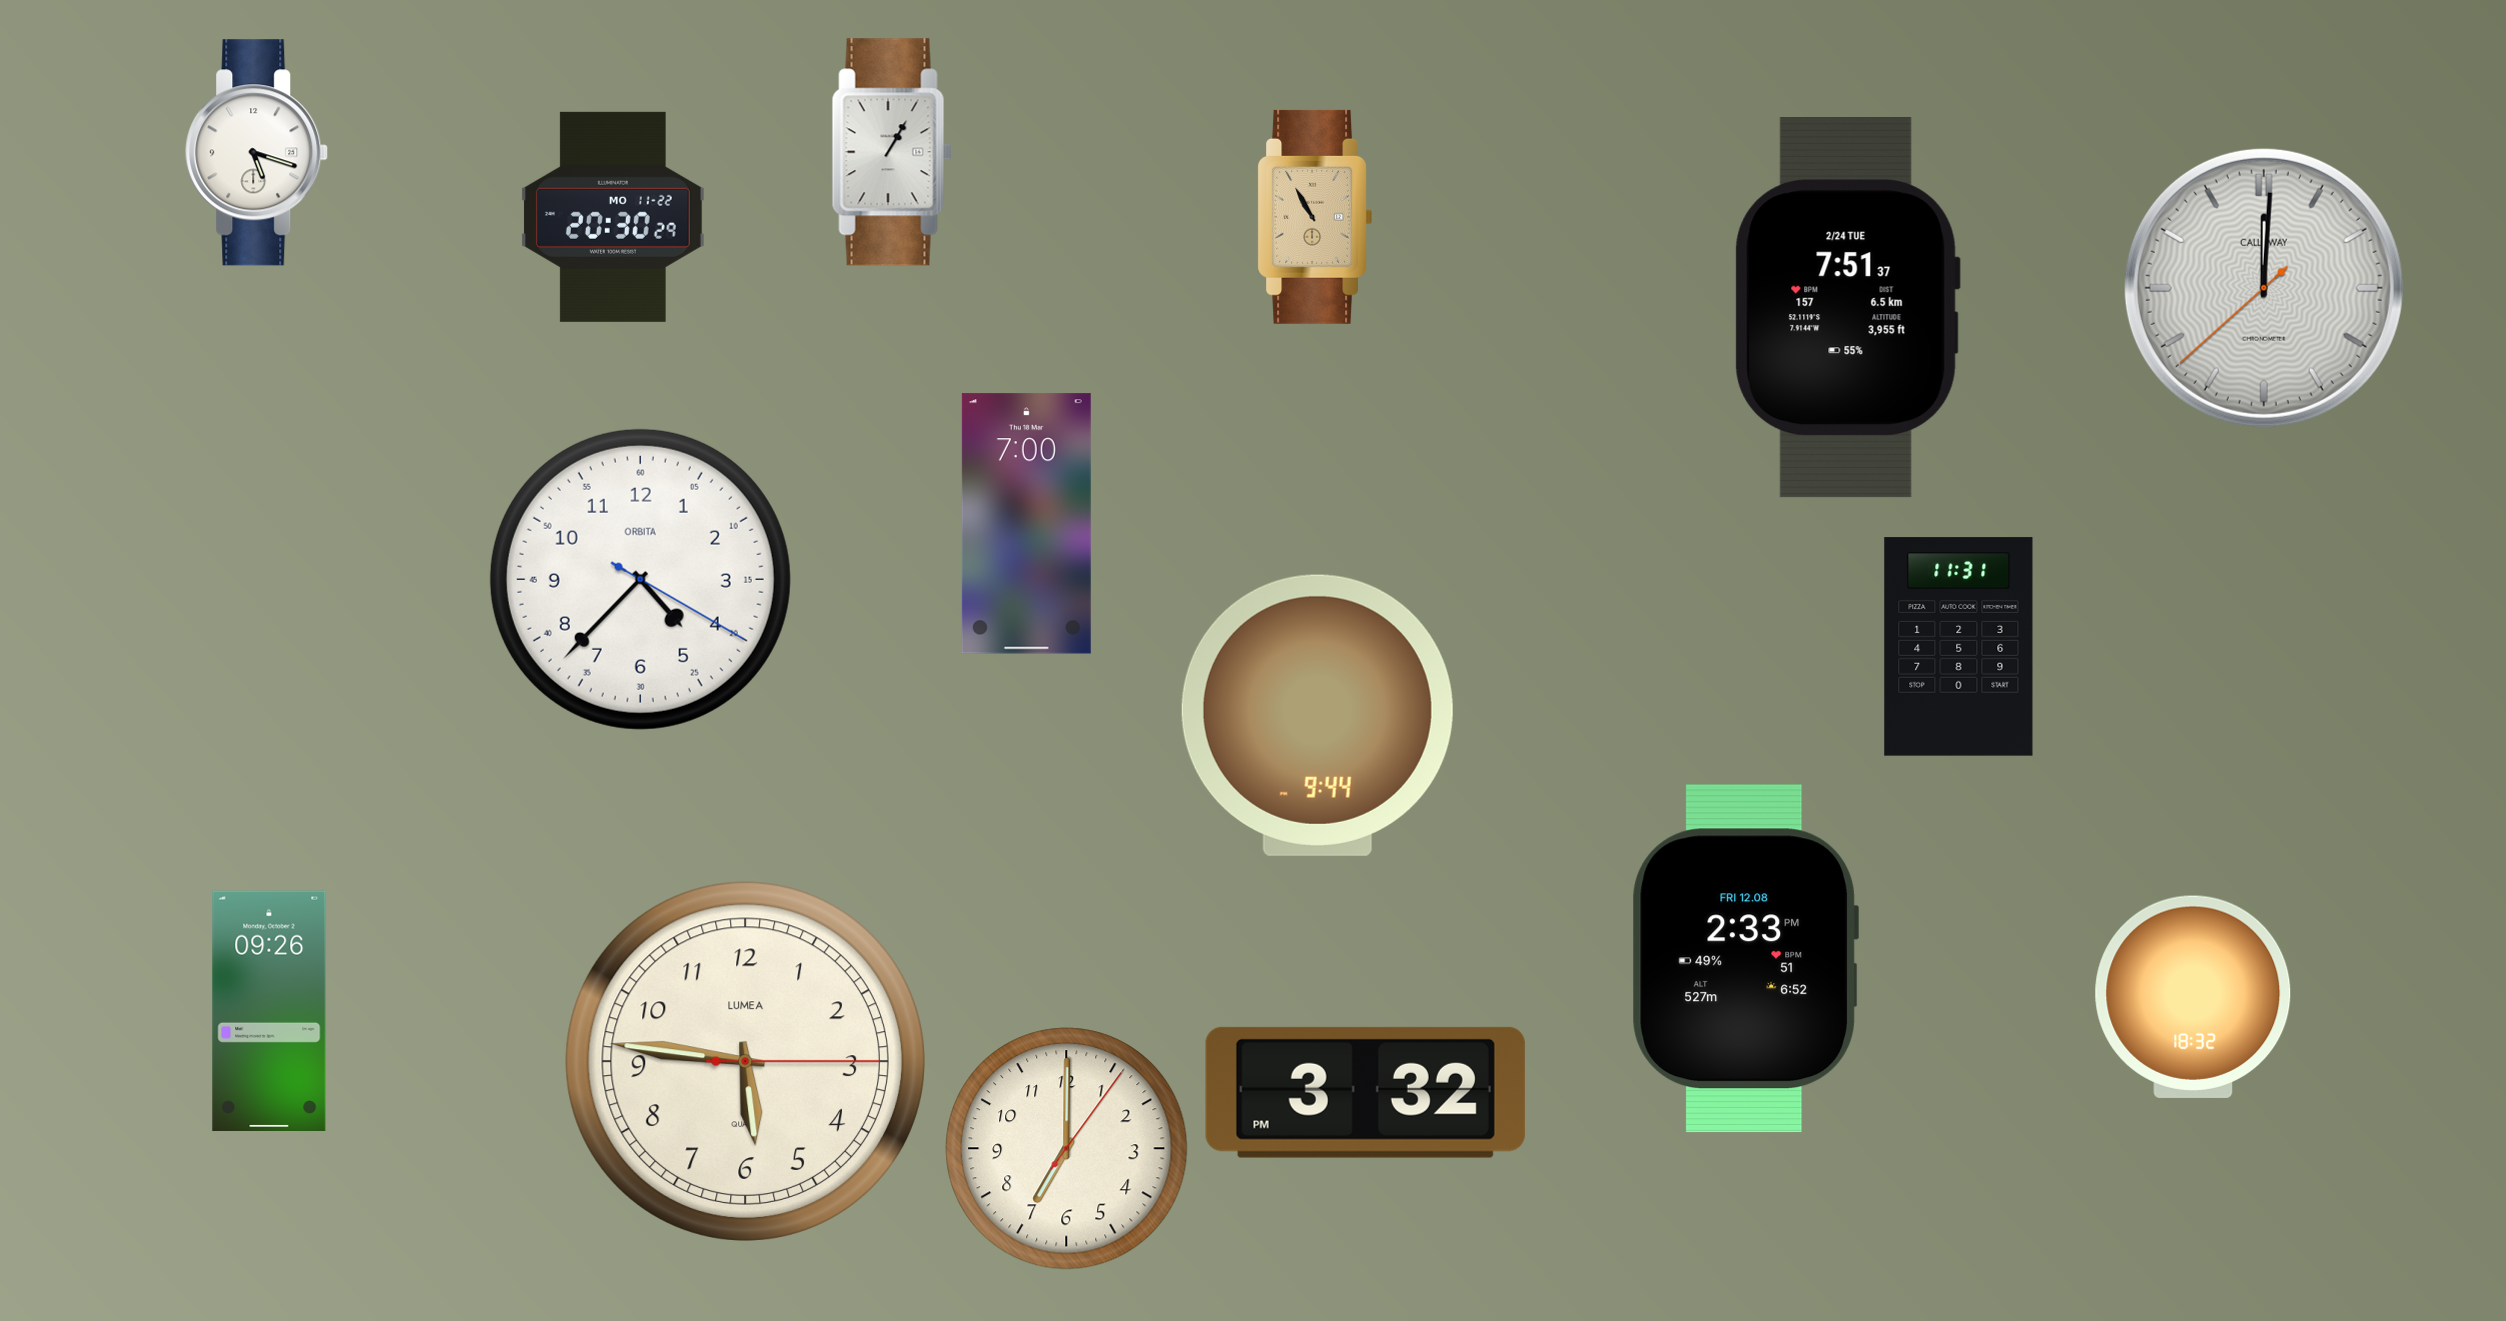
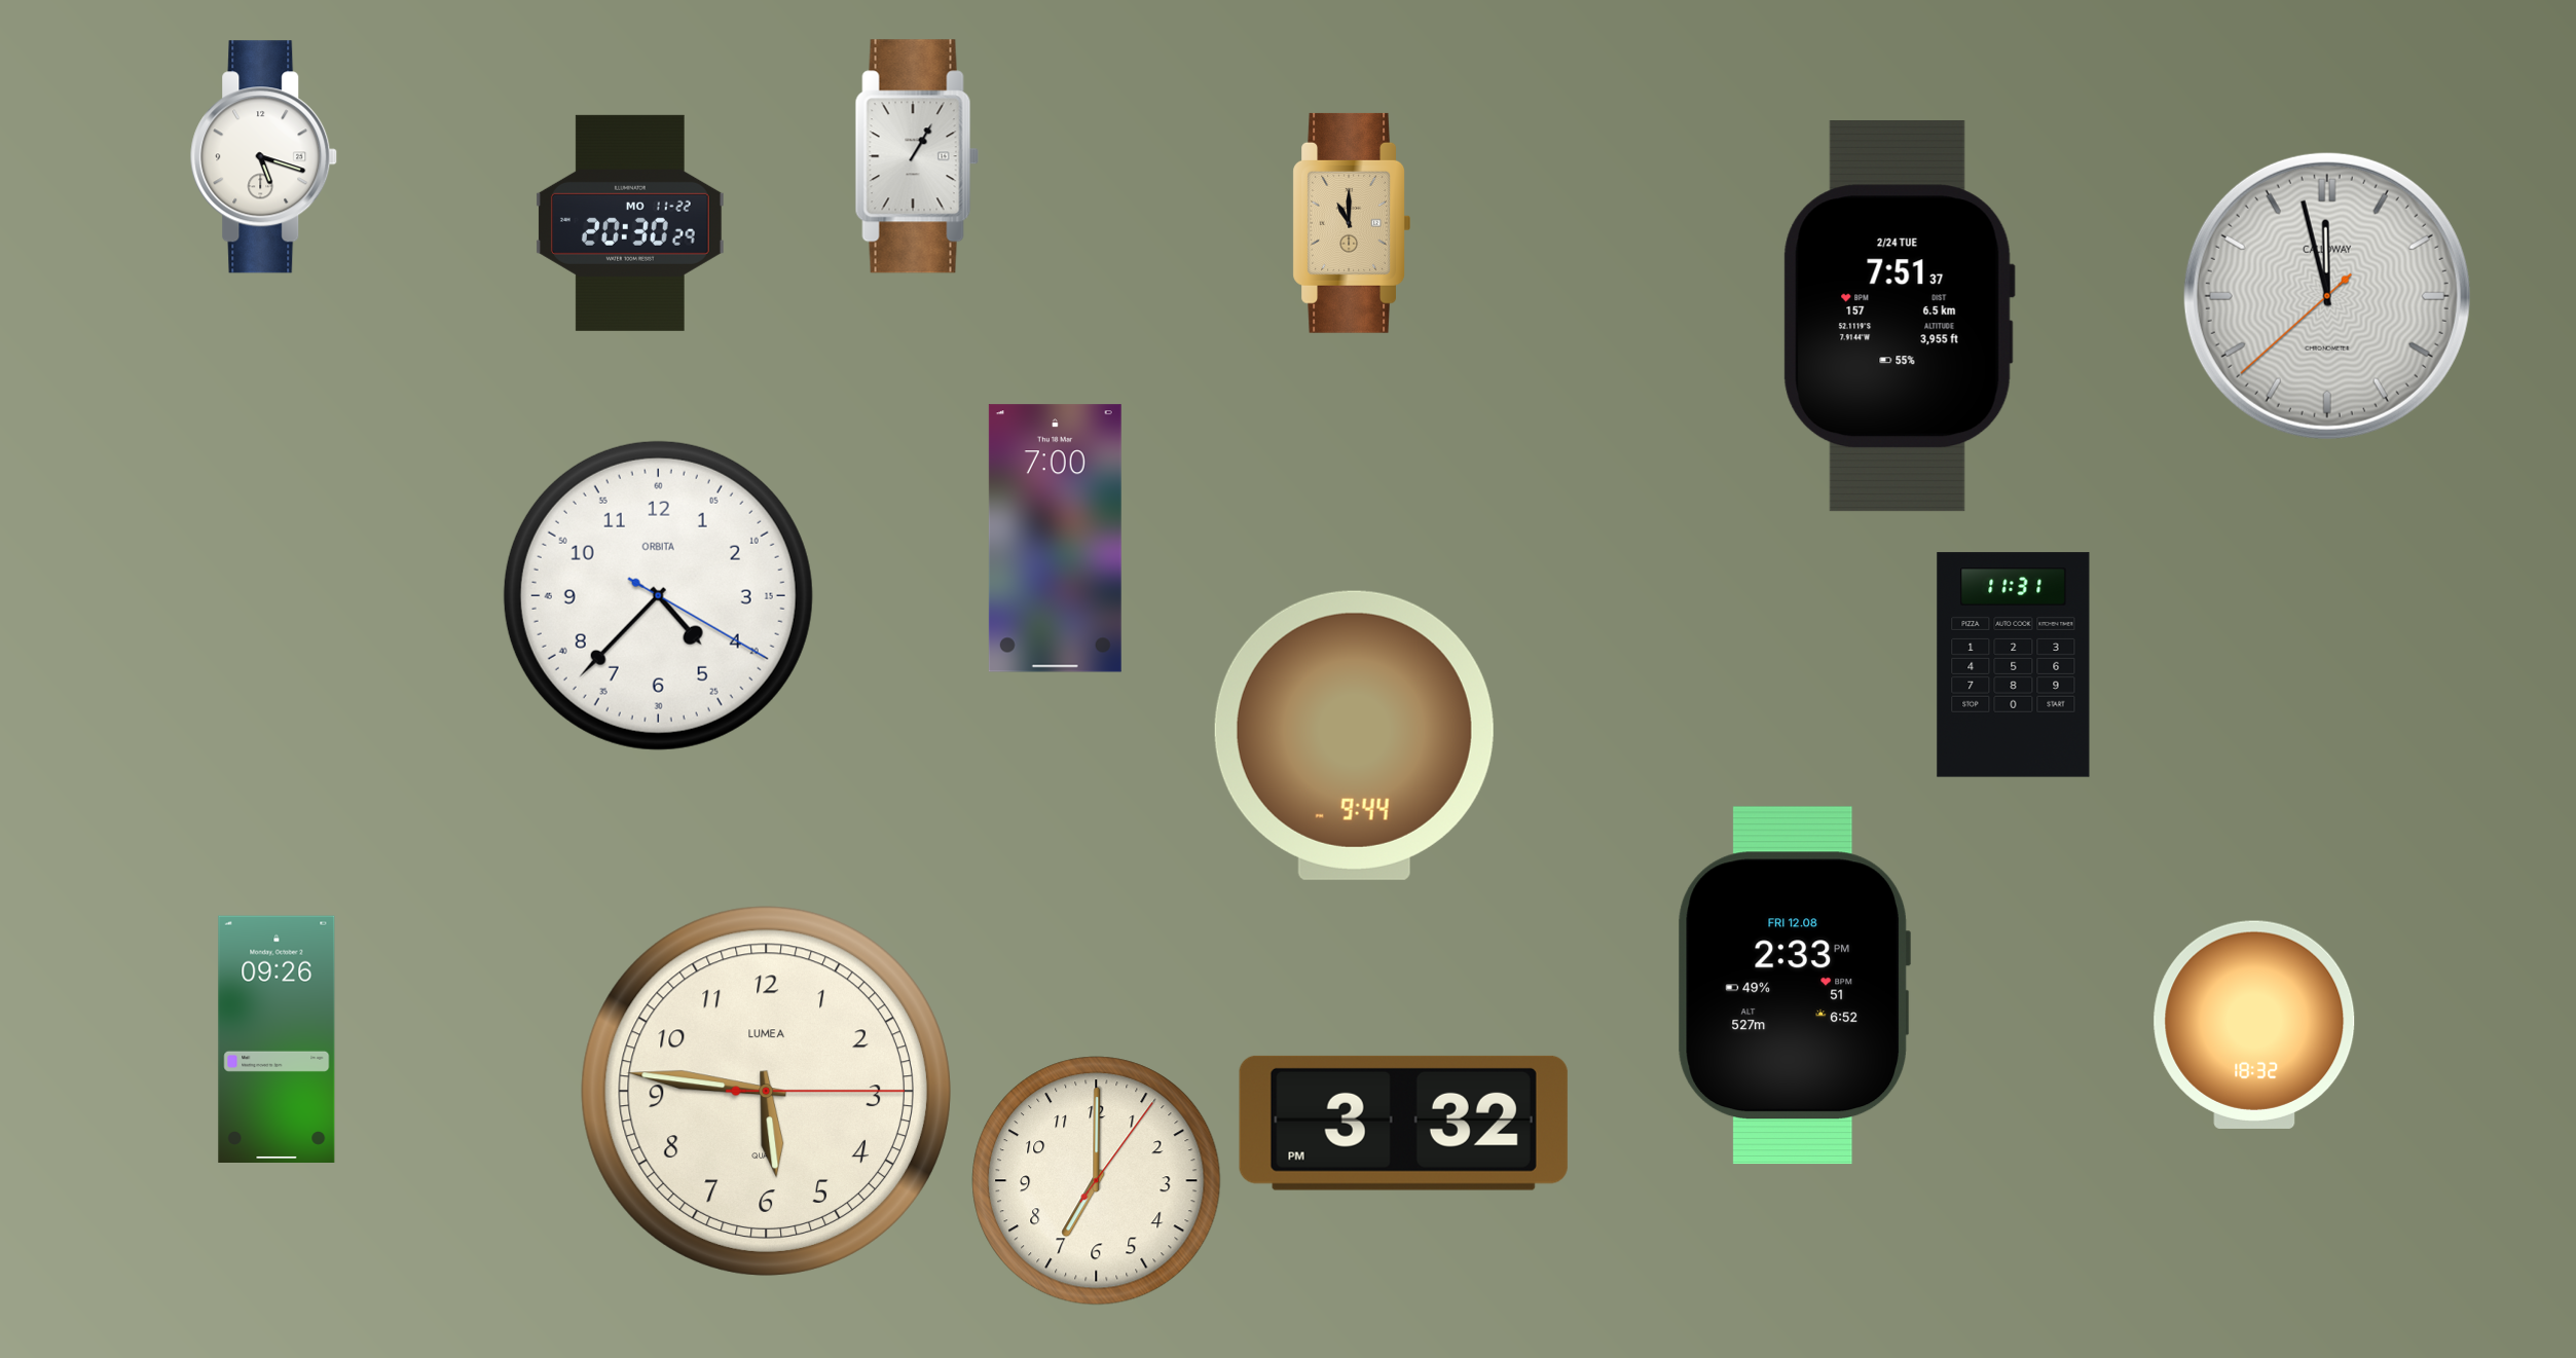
clock at (1314, 217): 10:55 -> 11:00
clock at (2264, 288): 12:00 -> 11:57
